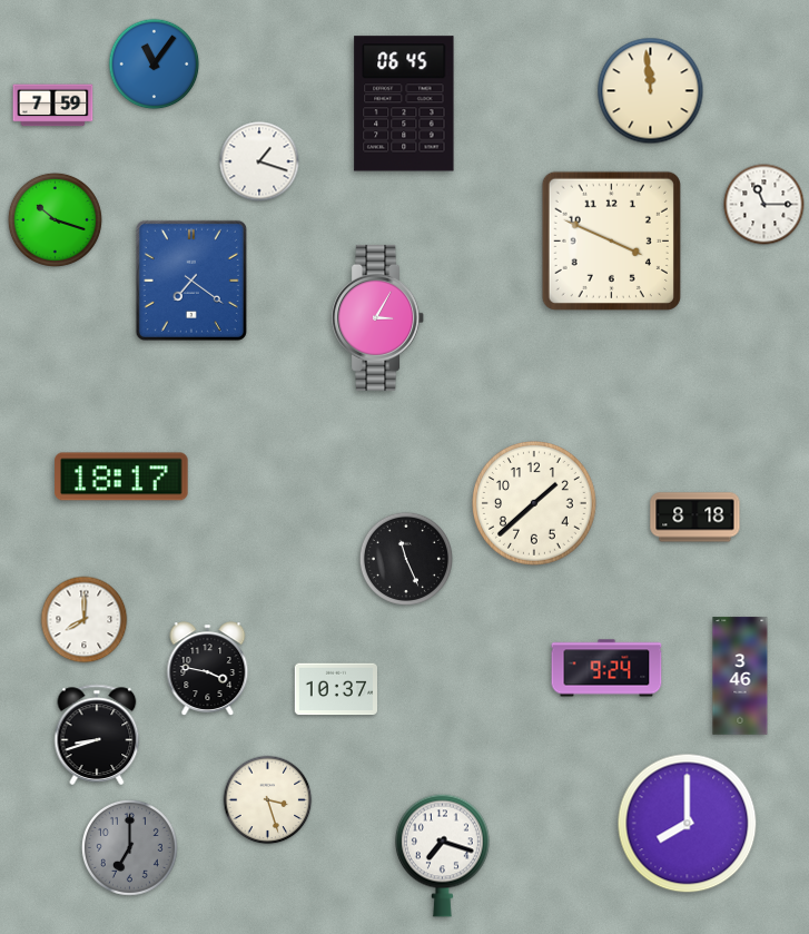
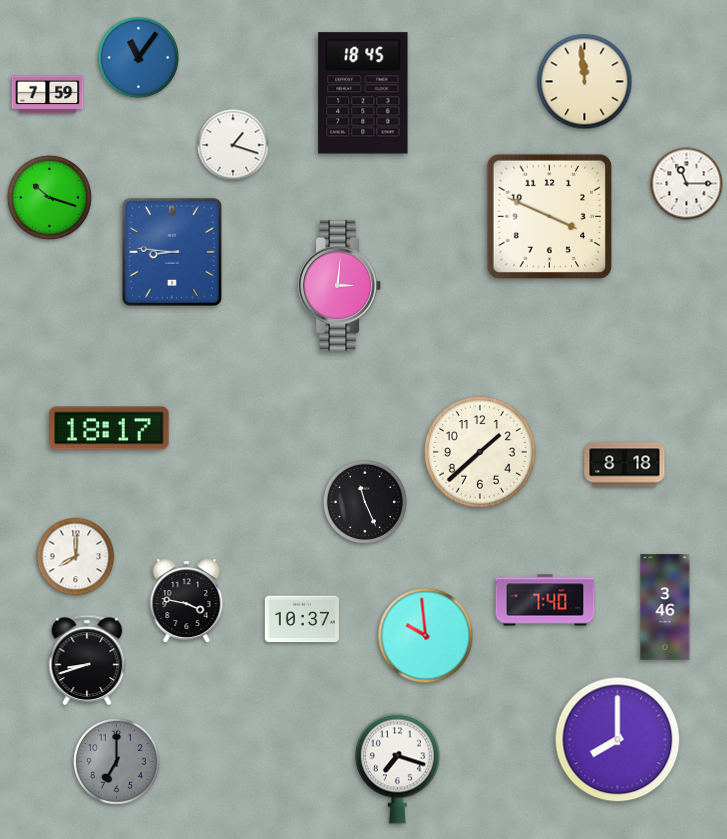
clock at (404, 104): 06:45 -> 18:45
clock at (191, 281): 7:21 -> 8:46
clock at (378, 317): 3:05 -> 3:01
clock at (606, 668): 9:24 -> 7:40
clock at (426, 636): none -> 9:59
clock at (268, 800): 3:27 -> none
